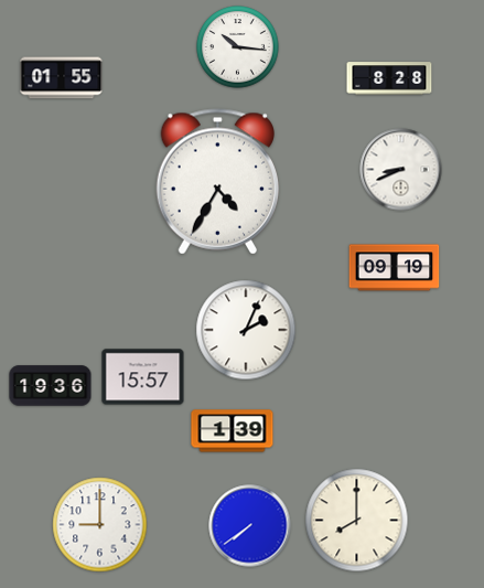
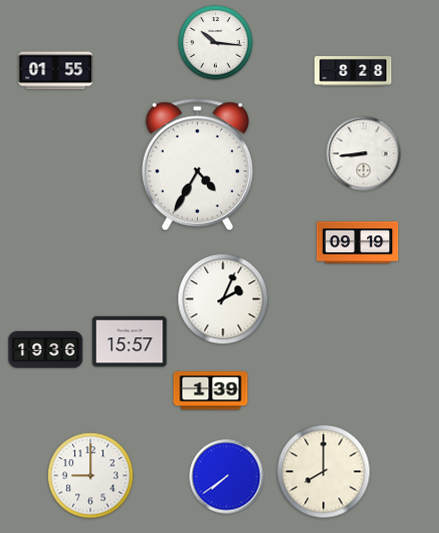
clock at (401, 170): 8:41 -> 8:44
